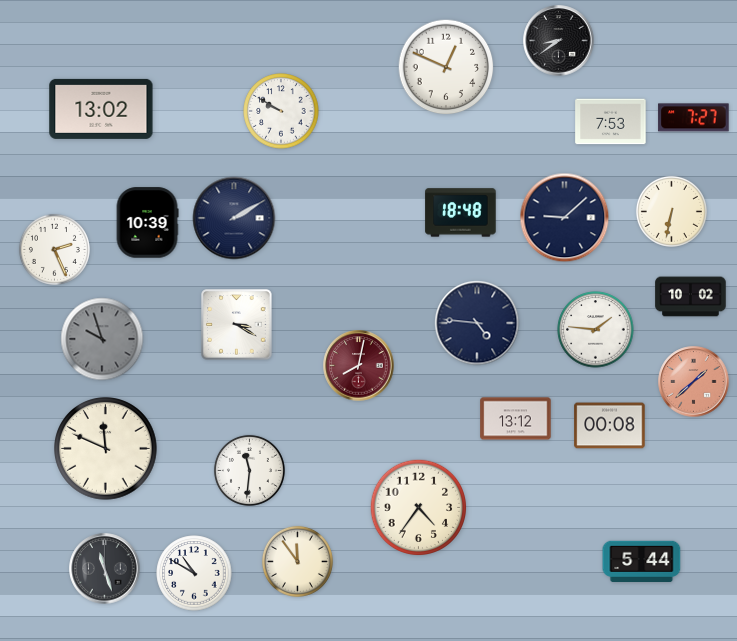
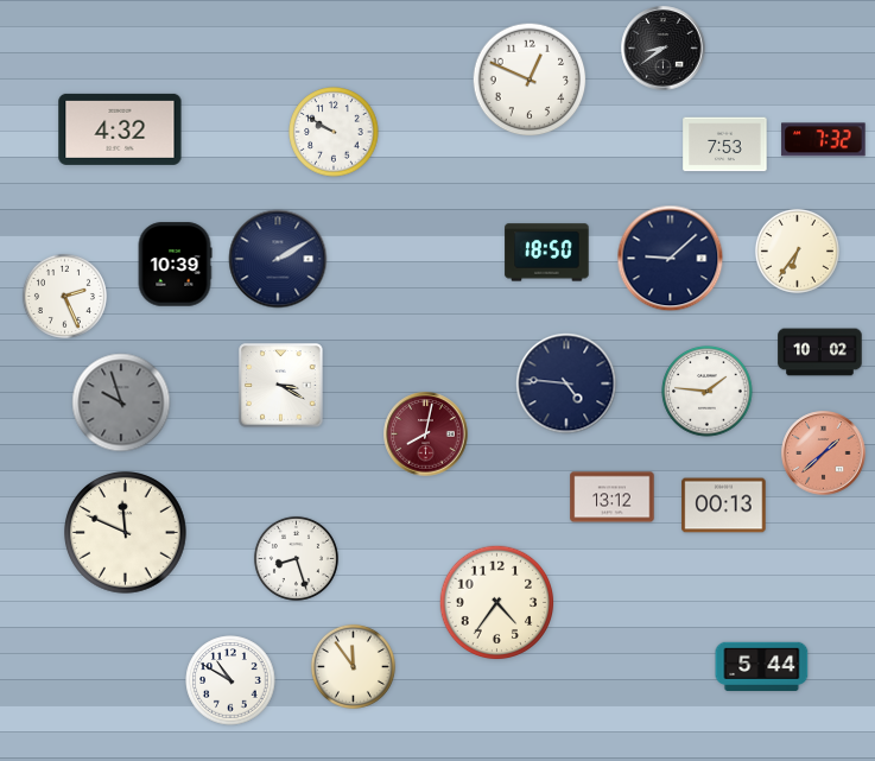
clock at (101, 109): 13:02 -> 4:32
clock at (694, 118): 7:27 -> 7:32
clock at (671, 211): 6:32 -> 6:36
clock at (461, 213): 18:48 -> 18:50
clock at (610, 426): 00:08 -> 00:13
clock at (249, 470): 11:31 -> 8:27
clock at (105, 569): 11:27 -> none
